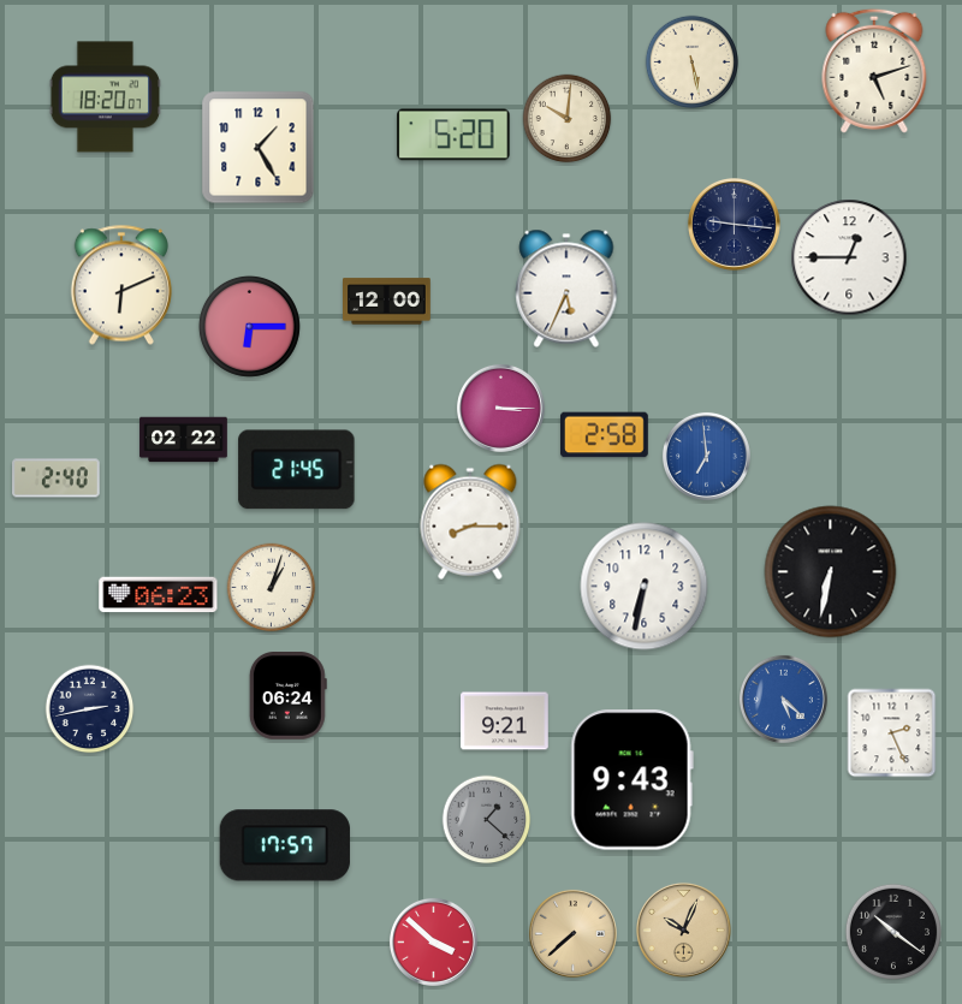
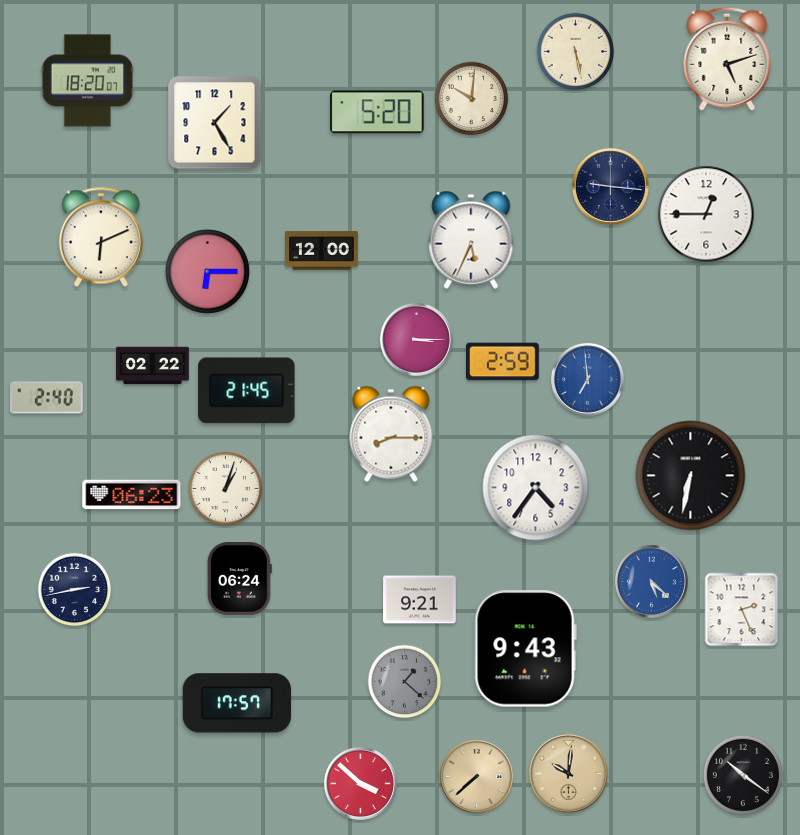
clock at (605, 435): 2:58 -> 2:59
clock at (645, 587): 6:32 -> 4:36
clock at (683, 929): 10:04 -> 10:01
